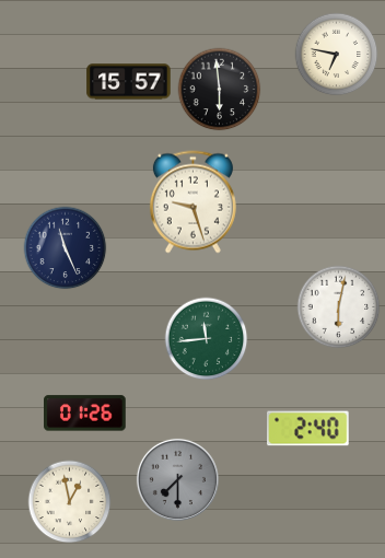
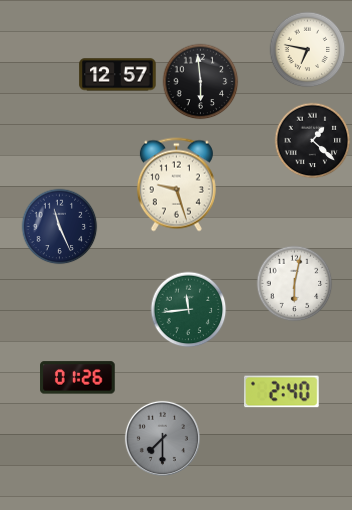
clock at (129, 82): 15:57 -> 12:57
clock at (313, 141): none -> 1:22
clock at (339, 307) position: (339, 307) -> (295, 284)
clock at (70, 502): 12:58 -> none
